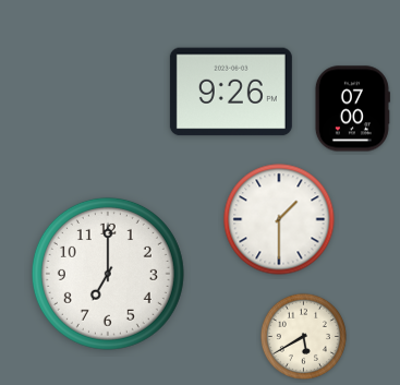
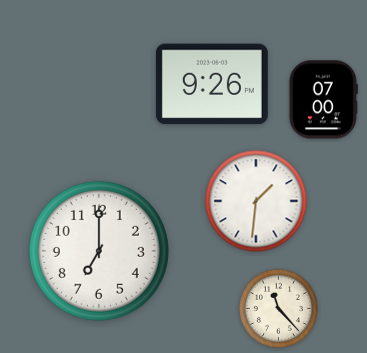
clock at (279, 219): 1:30 -> 1:31
clock at (303, 336): 5:40 -> 11:23
